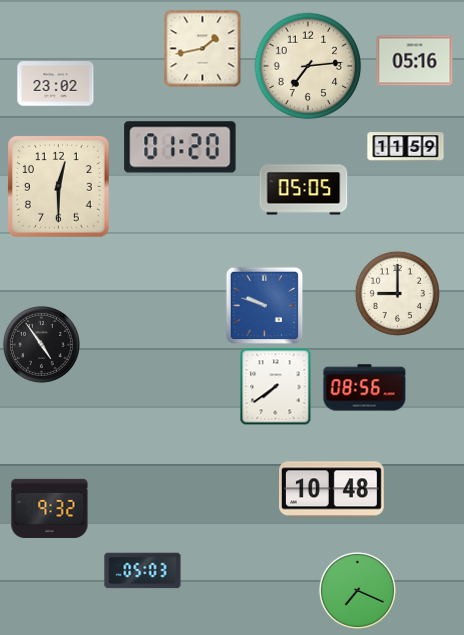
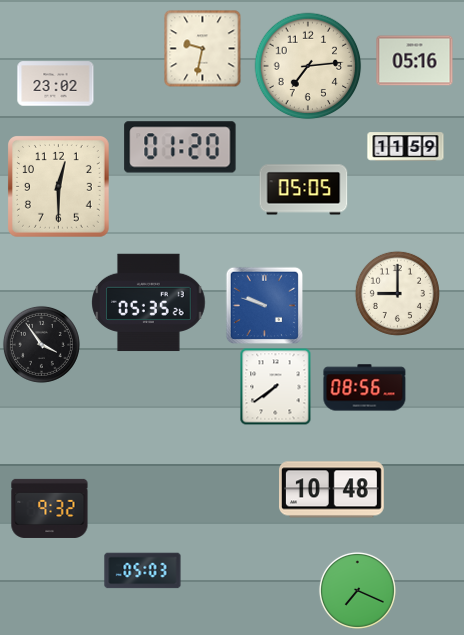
clock at (202, 48): 1:43 -> 9:32
clock at (149, 303): none -> 05:35
clock at (41, 344): 4:54 -> 3:54
